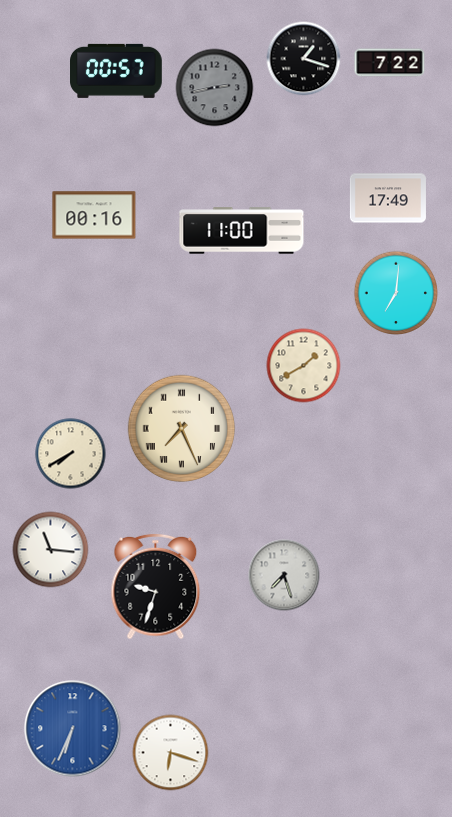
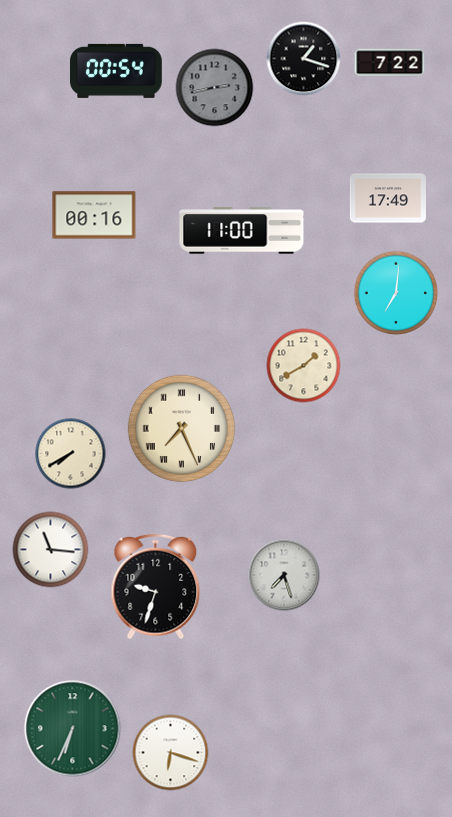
clock at (117, 71): 00:57 -> 00:54
clock at (73, 729) dial: blue -> green
